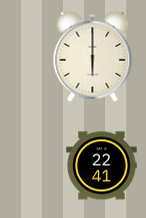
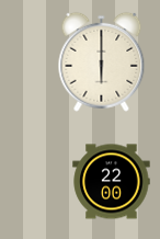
clock at (102, 166): 22:41 -> 22:00
